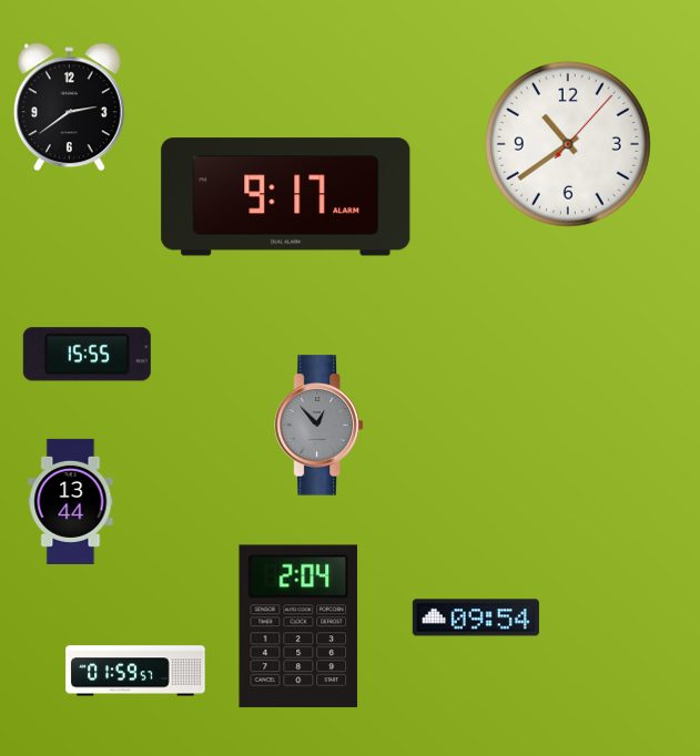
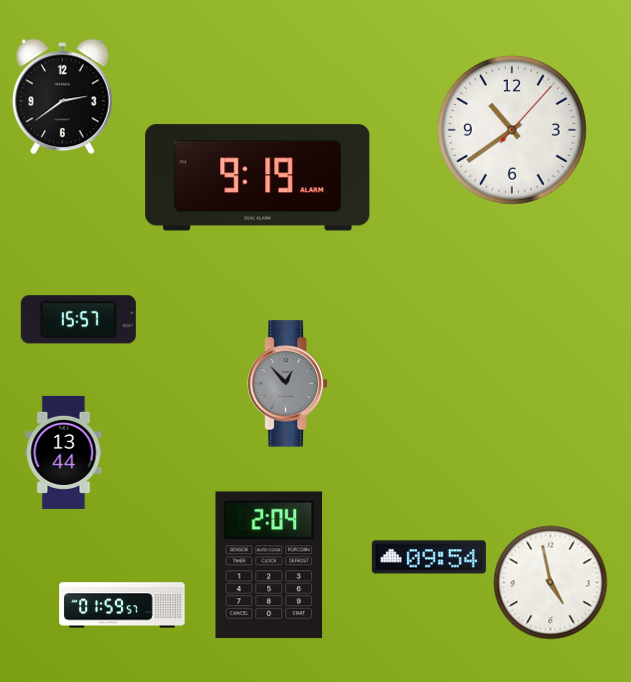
clock at (286, 197): 9:17 -> 9:19
clock at (87, 355): 15:55 -> 15:57
clock at (551, 583): none -> 4:58
